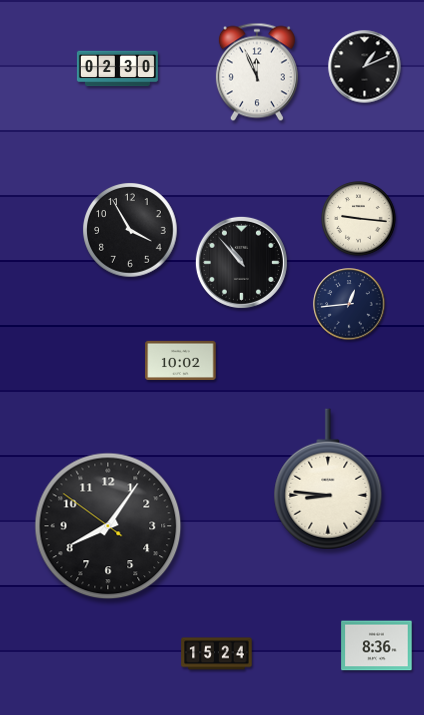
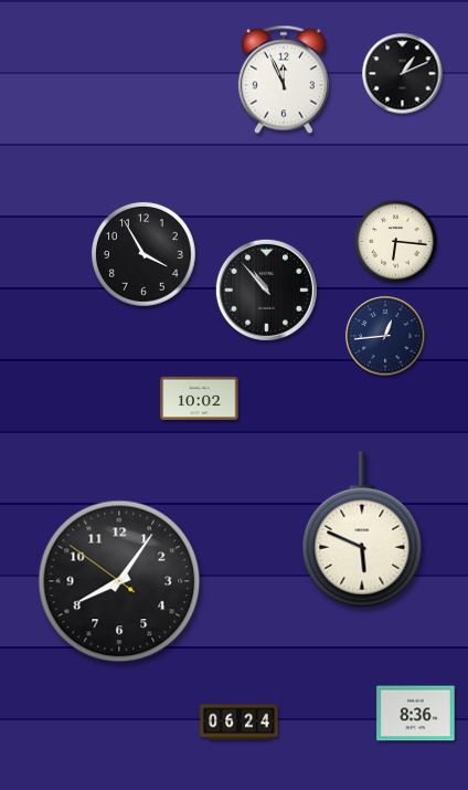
clock at (117, 69): 02:30 -> none
clock at (359, 219): 9:16 -> 6:16
clock at (328, 479): 8:46 -> 5:49
clock at (217, 654): 15:24 -> 06:24
